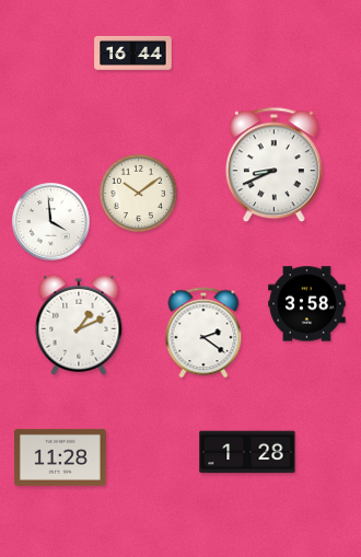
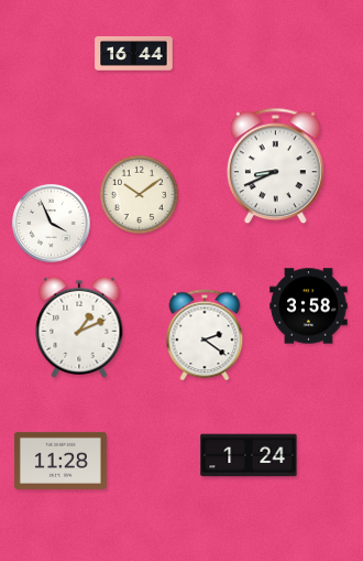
clock at (51, 222): 3:59 -> 3:56
clock at (247, 452): 1:28 -> 1:24
